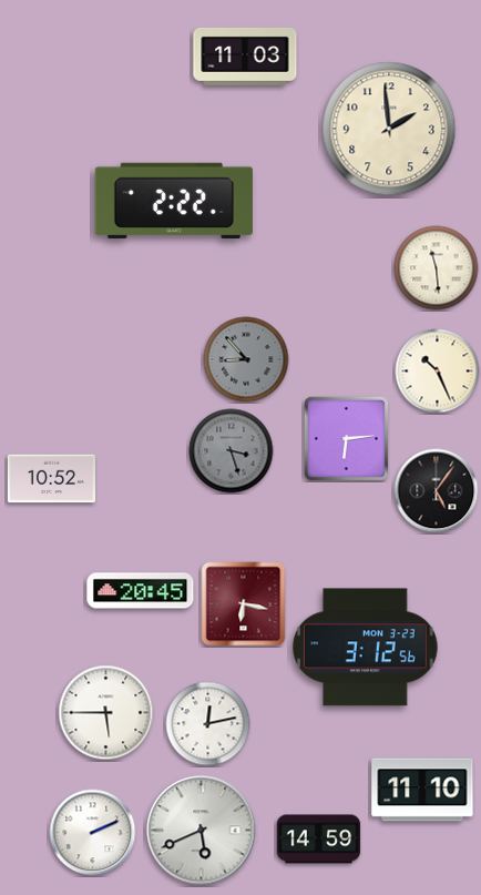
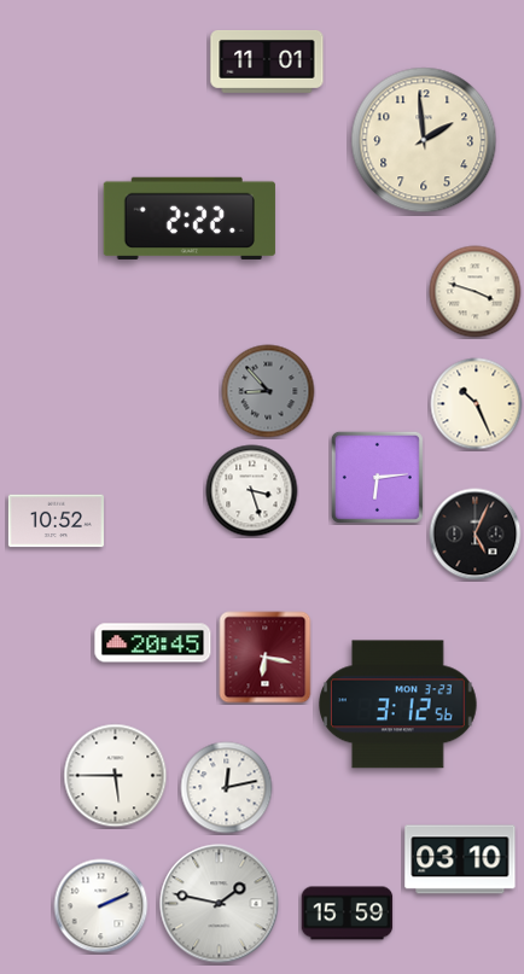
clock at (245, 57): 11:03 -> 11:01
clock at (437, 268): 11:29 -> 3:48
clock at (232, 451) dial: grey -> white
clock at (437, 491): 5:06 -> 5:04
clock at (422, 790): 11:10 -> 03:10
clock at (202, 831): 5:41 -> 1:47
clock at (319, 840): 14:59 -> 15:59
